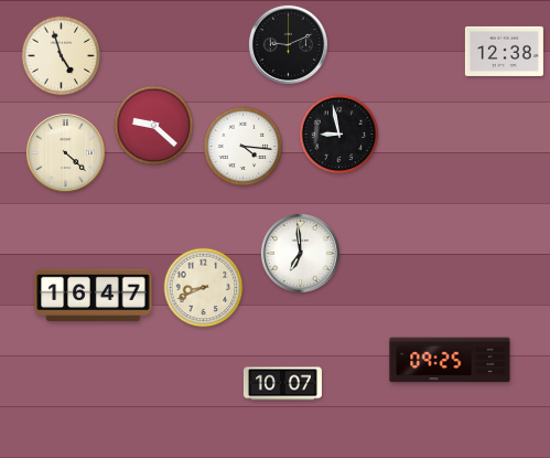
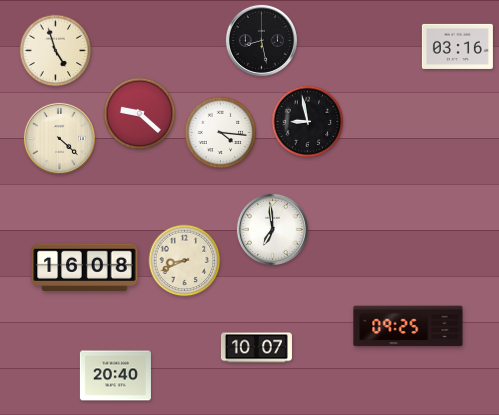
clock at (288, 44): 9:11 -> 8:28
clock at (504, 51): 12:38 -> 03:16
clock at (94, 295): 16:47 -> 16:08
clock at (115, 376): none -> 20:40
